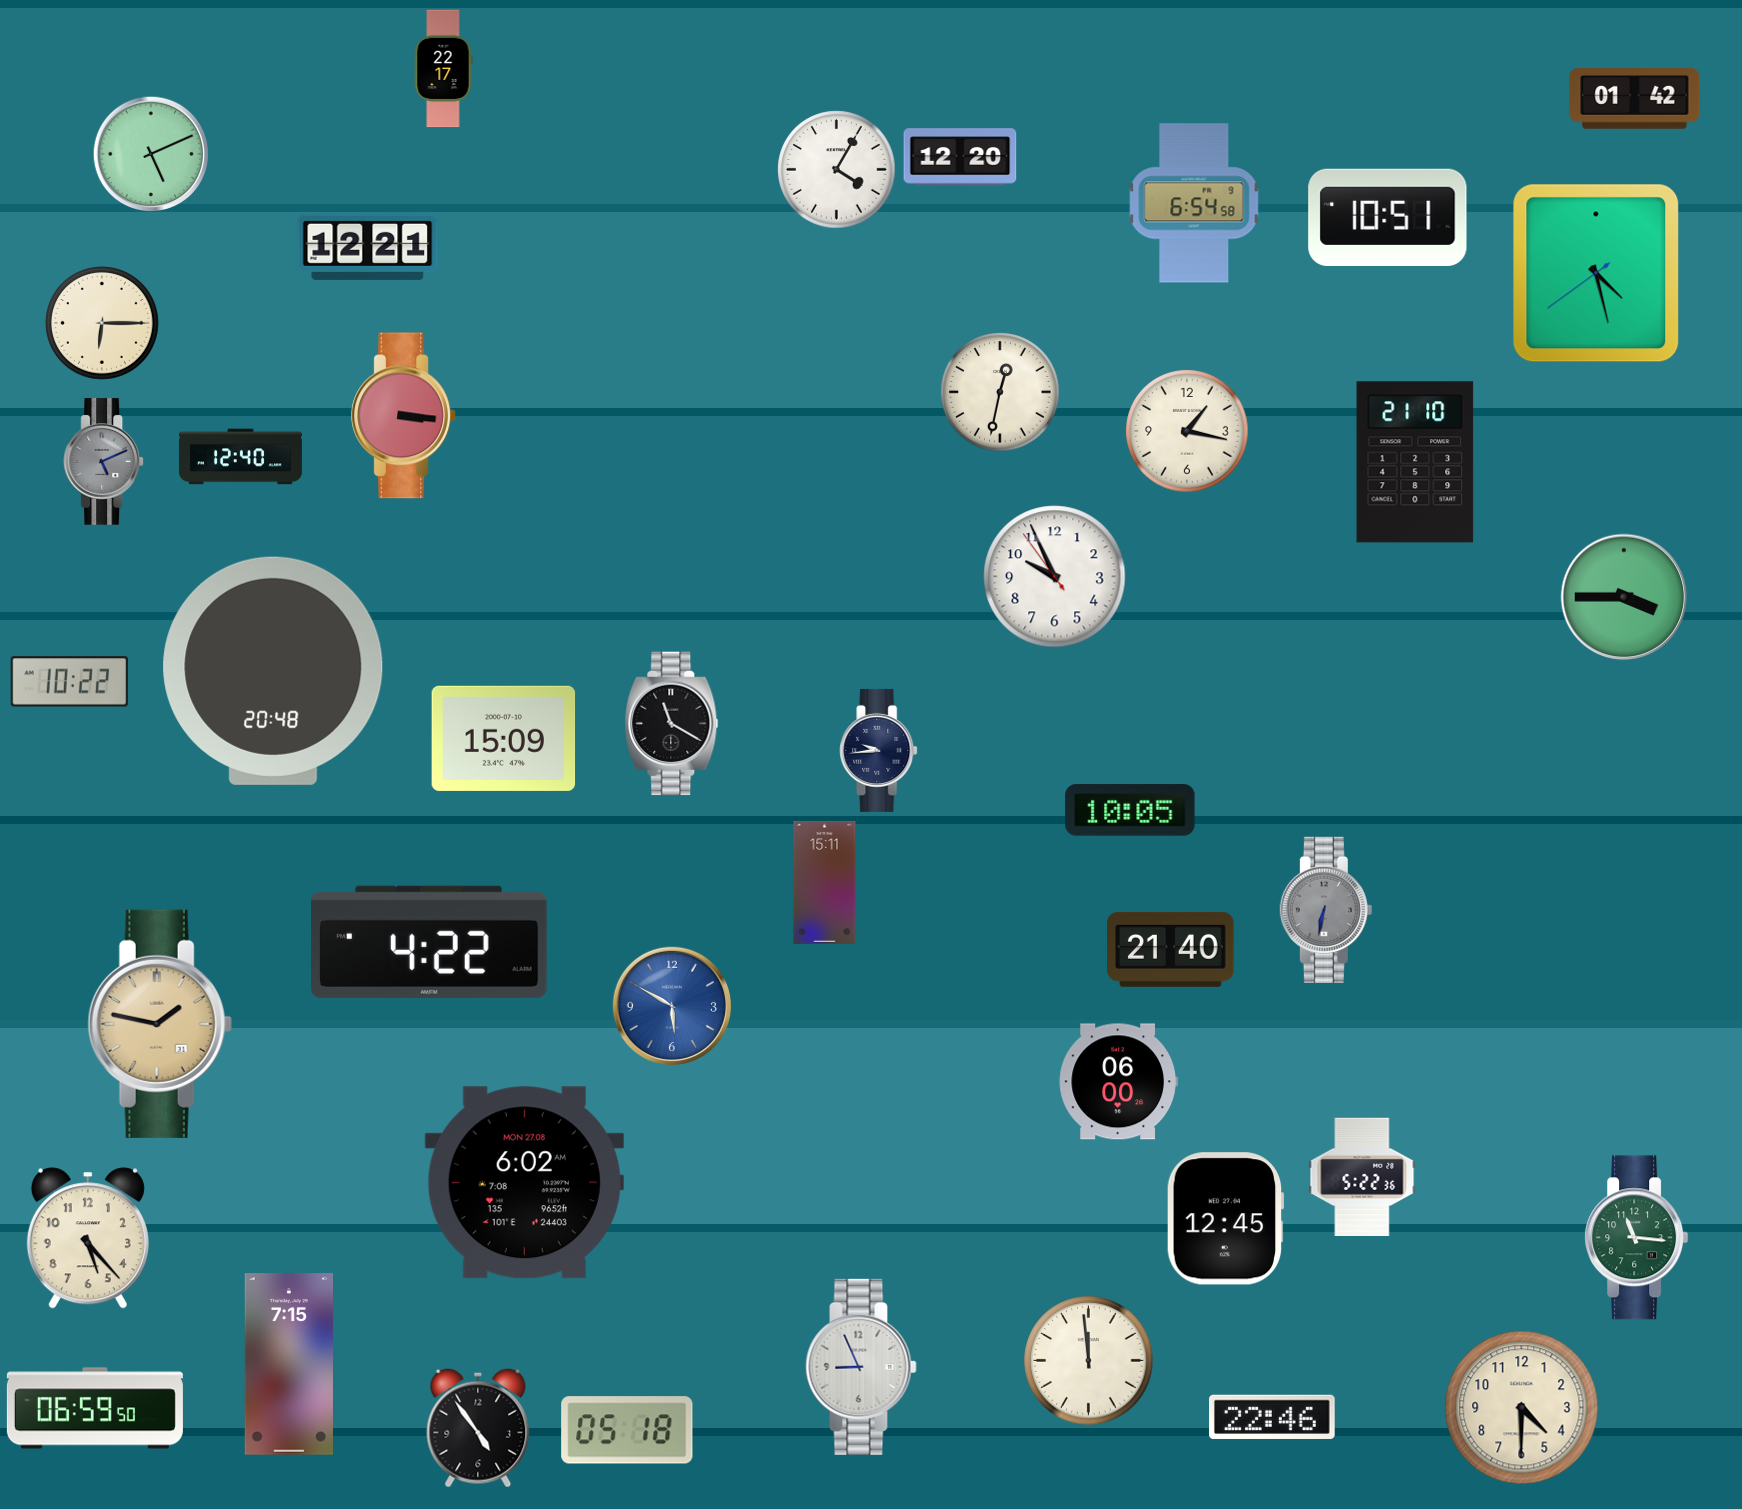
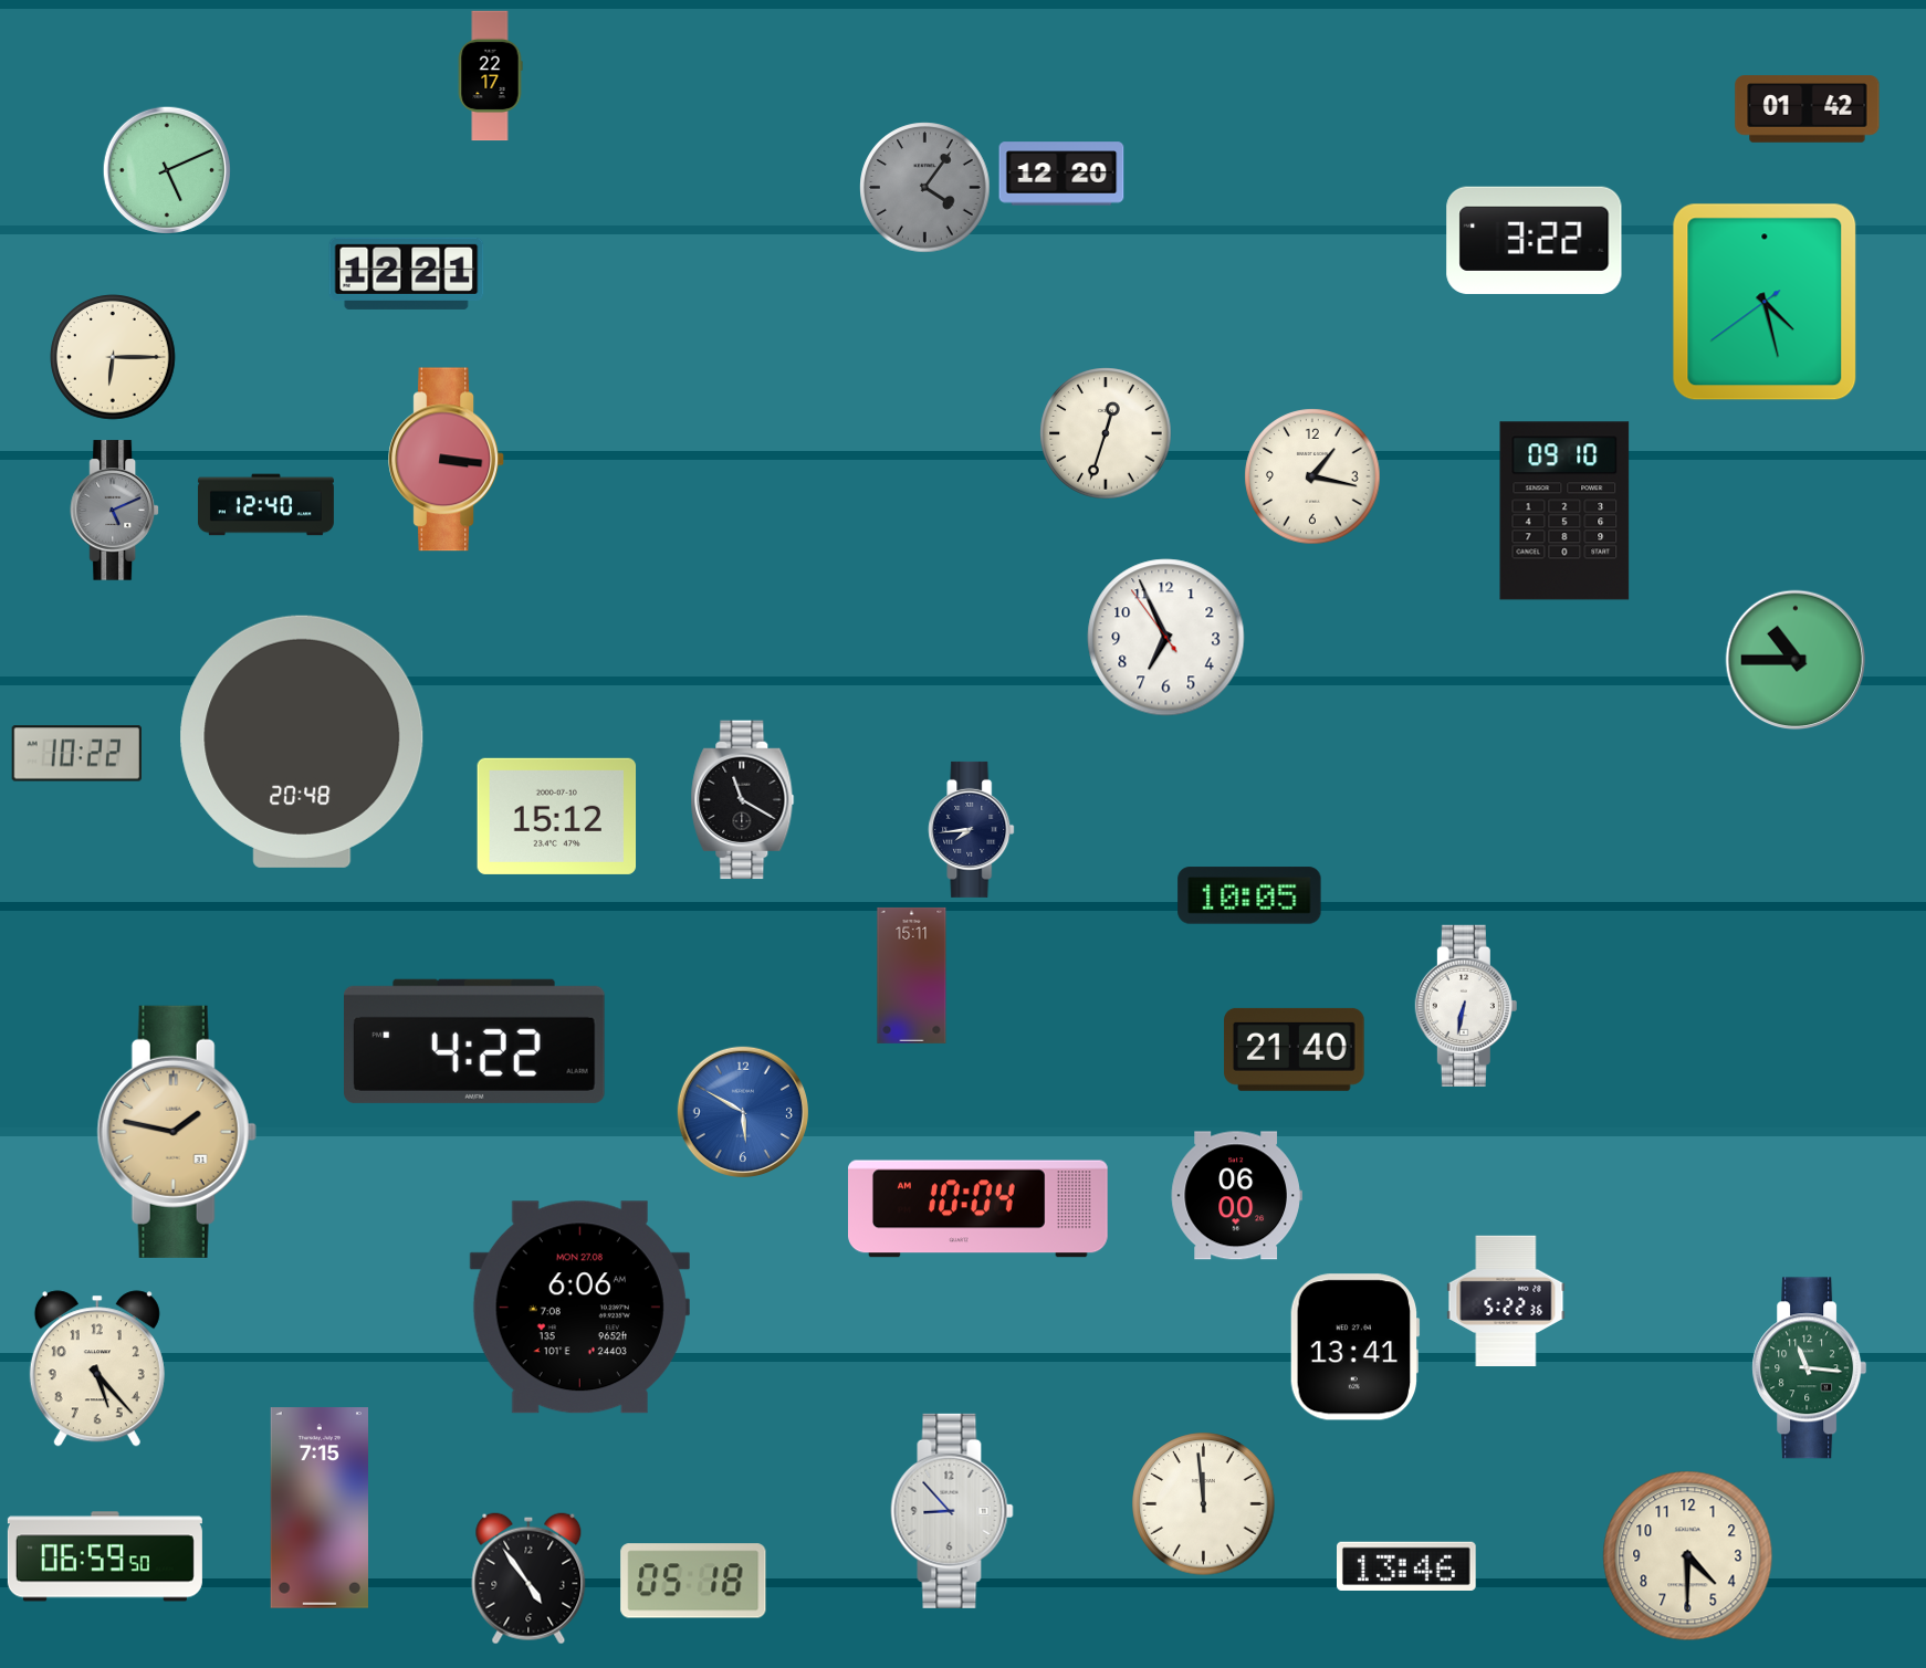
clock at (837, 170): 4:05 -> 4:06
clock at (837, 170) dial: white -> grey
clock at (1194, 203): 6:54 -> none
clock at (1388, 217): 10:51 -> 3:22
clock at (1000, 392): 12:32 -> 12:33
clock at (1415, 462): 21:10 -> 09:10
clock at (1055, 577): 9:55 -> 6:55
clock at (1624, 597): 3:45 -> 10:45
clock at (504, 738): 15:09 -> 15:12
clock at (879, 750): 9:44 -> 7:44
clock at (1326, 910) dial: grey -> white
clock at (978, 1209): none -> 10:04
clock at (524, 1183): 6:02 -> 6:06
clock at (1225, 1219): 12:45 -> 13:41
clock at (861, 1367): 8:56 -> 8:53
clock at (1522, 1408) position: (1522, 1408) -> (1688, 1556)
clock at (1273, 1416): 22:46 -> 13:46
